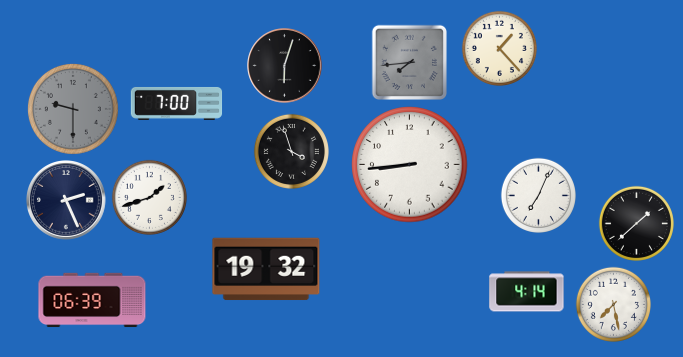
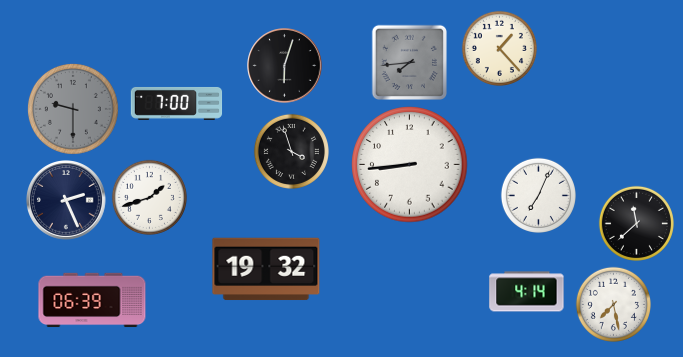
clock at (636, 223): 1:38 -> 11:38
